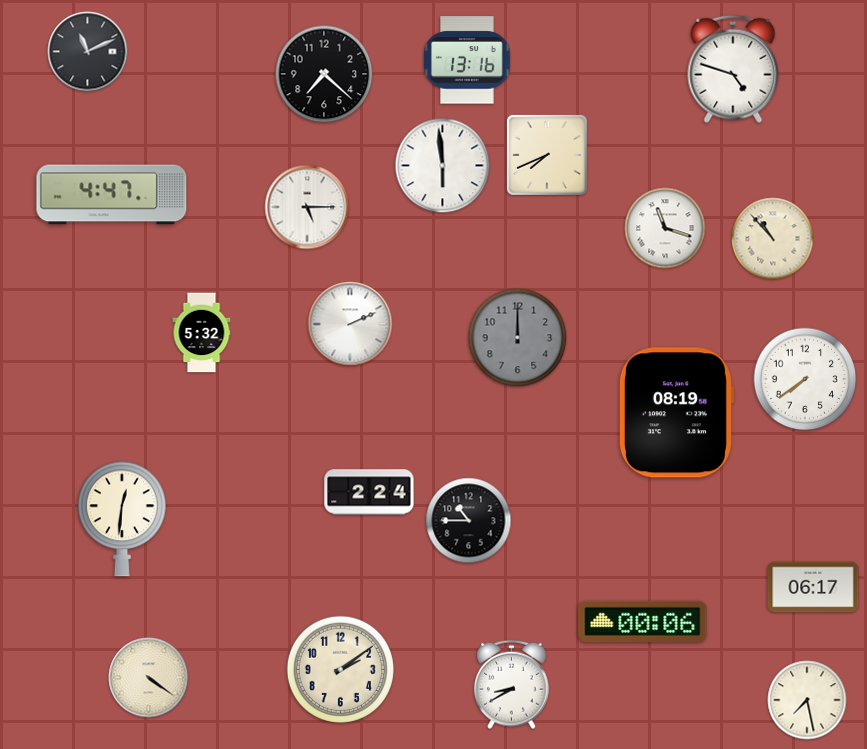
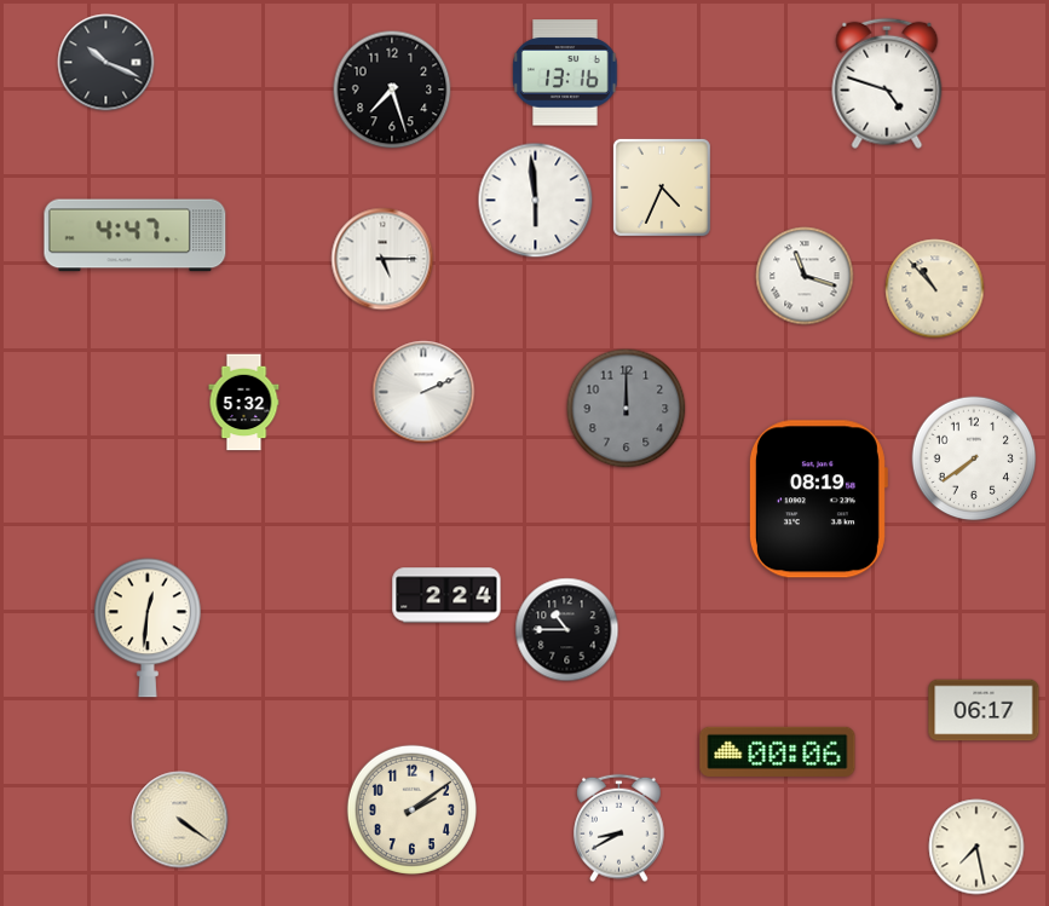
clock at (88, 52): 11:11 -> 10:19
clock at (324, 74): 7:22 -> 7:27
clock at (547, 155): 7:41 -> 4:34
clock at (307, 207) position: (307, 207) -> (382, 259)
